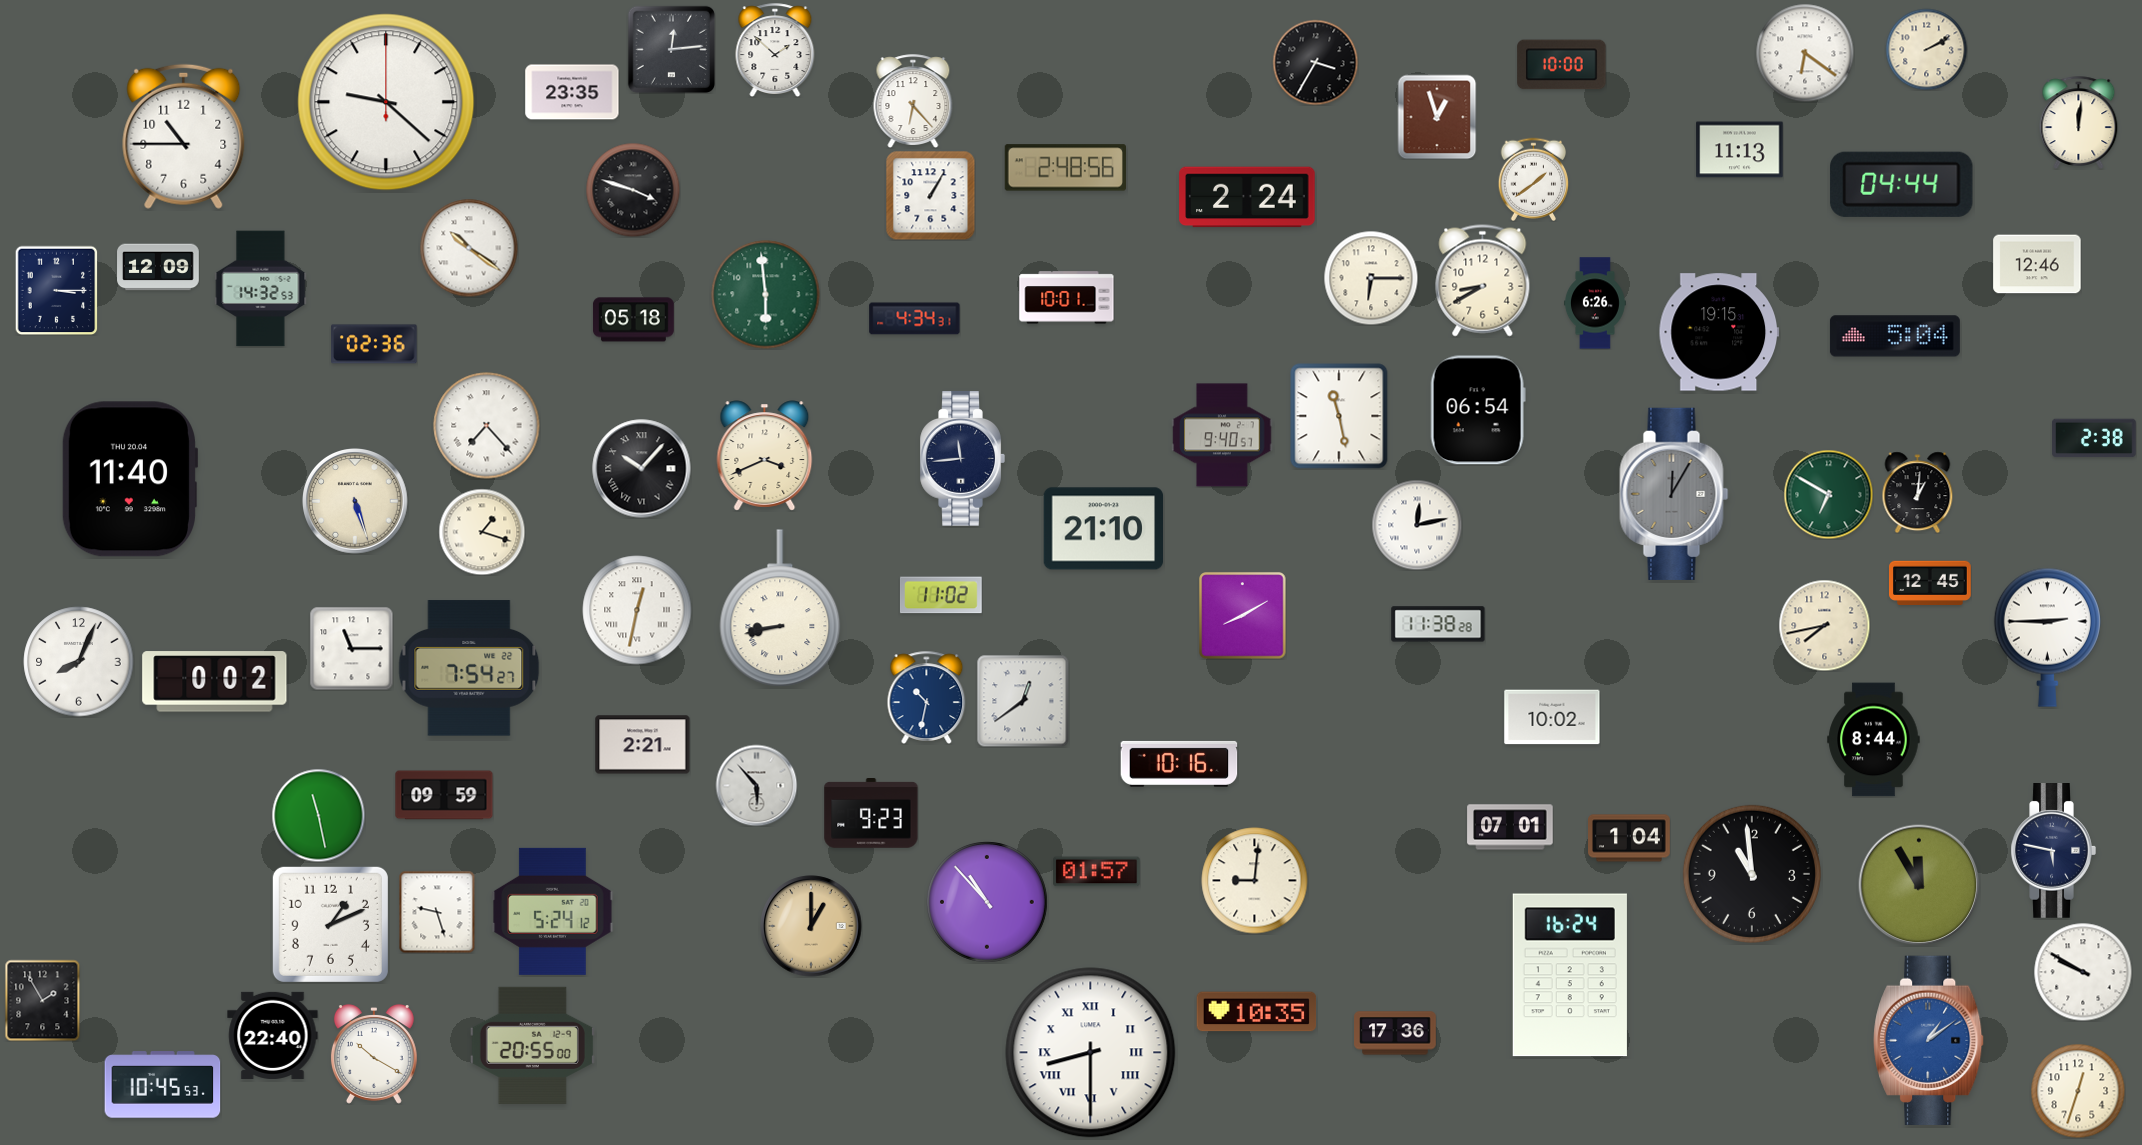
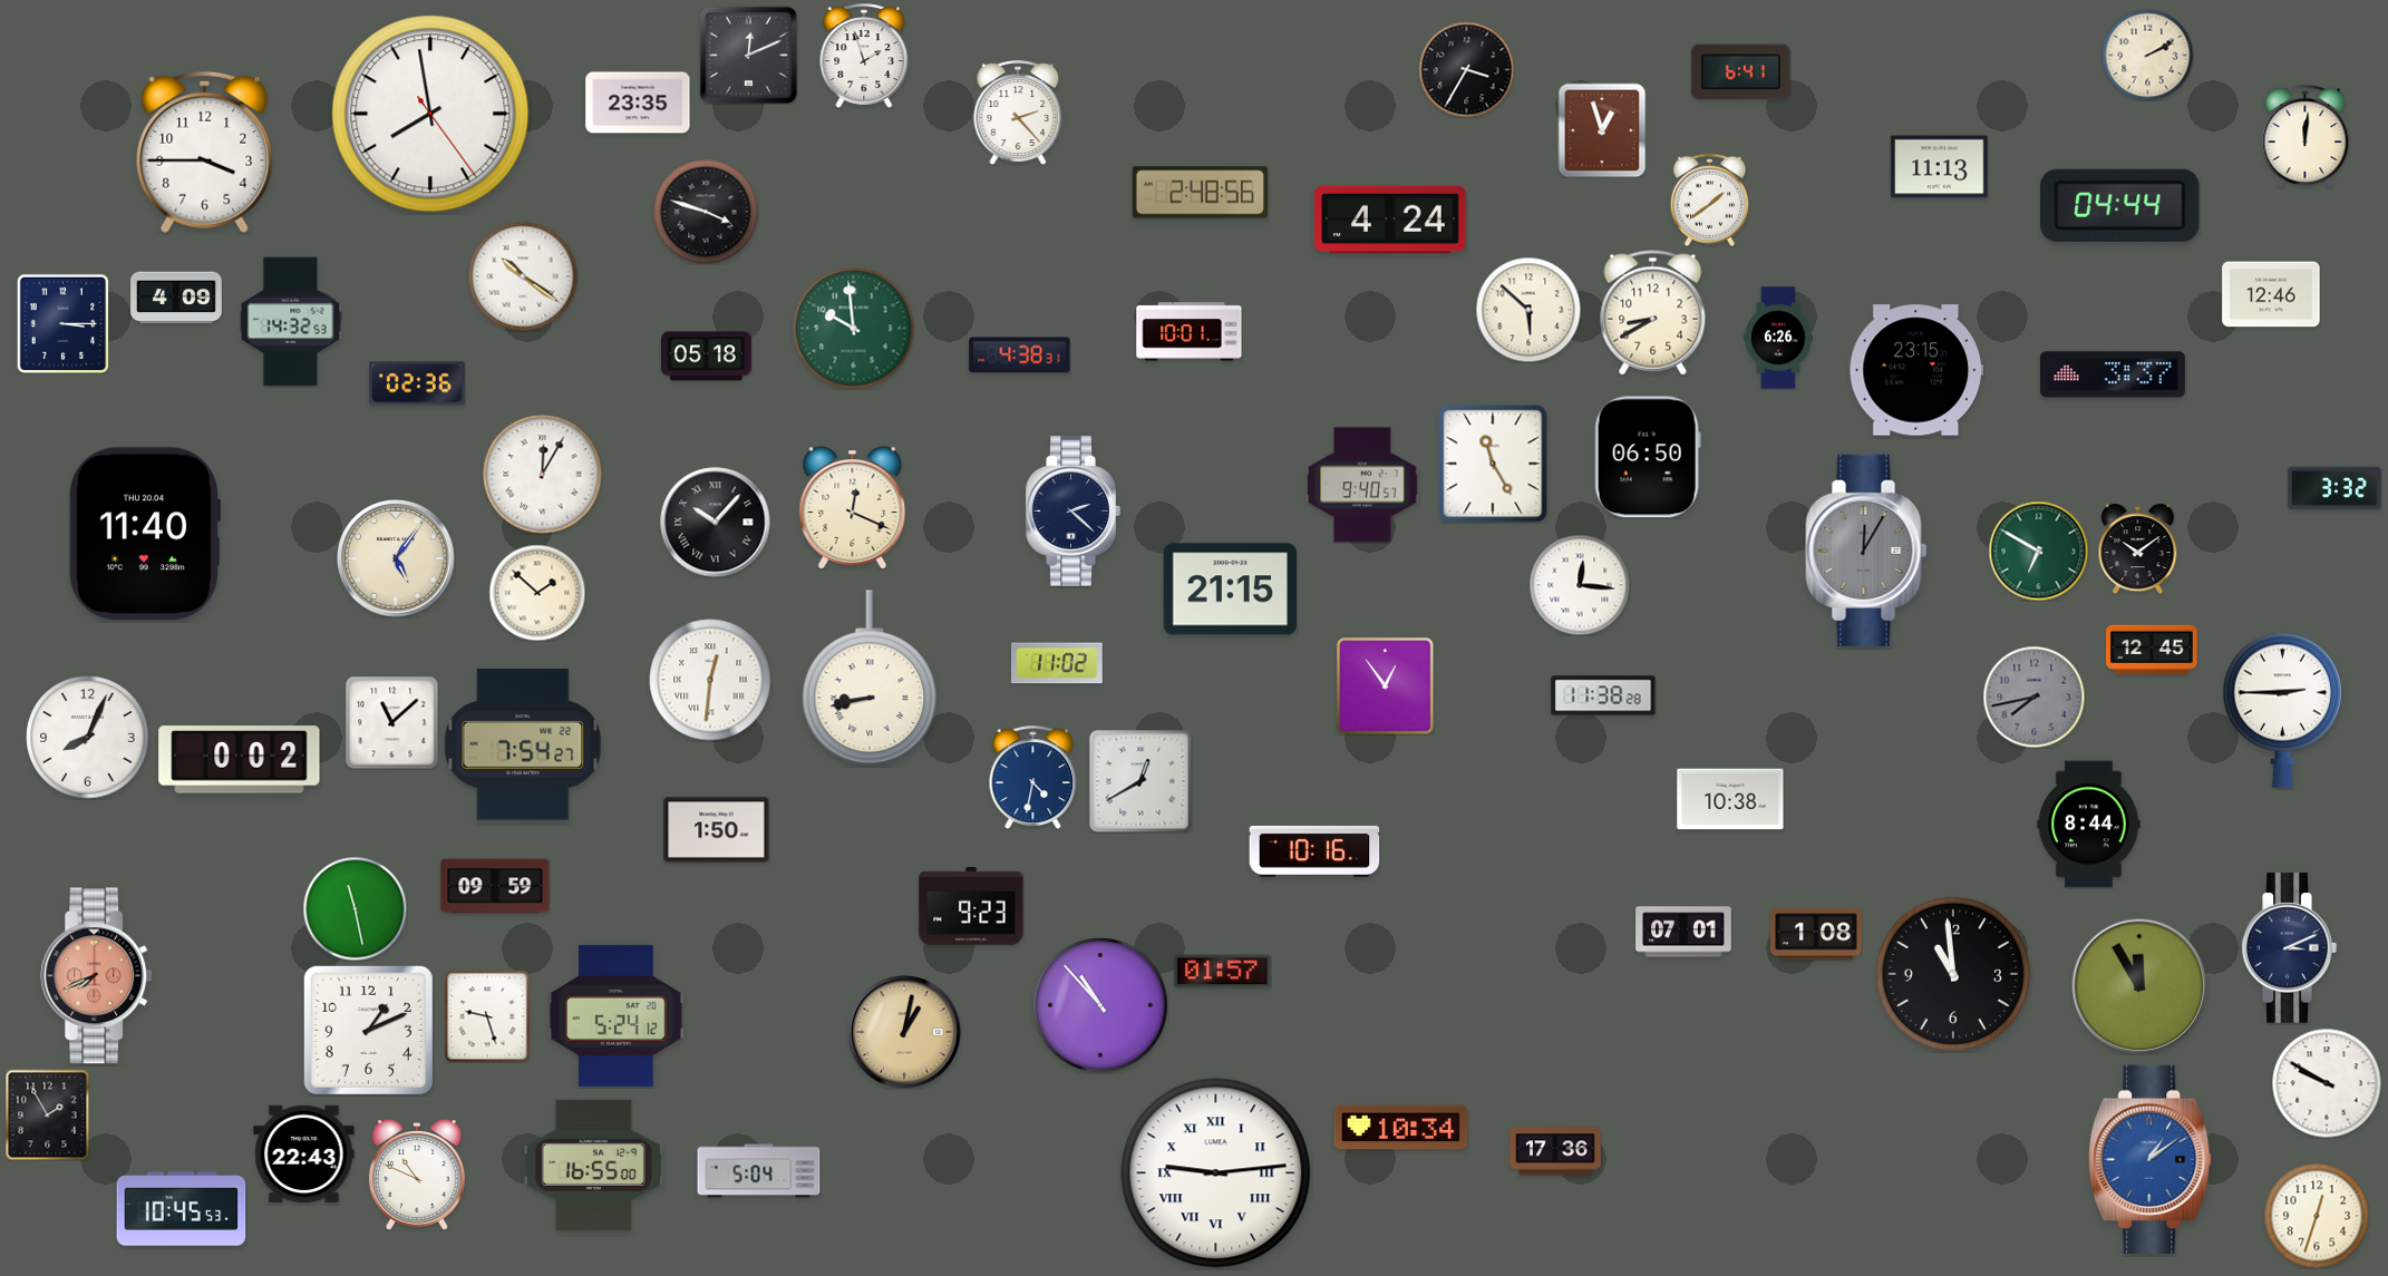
clock at (671, 49): 12:14 -> 12:11
clock at (775, 50): 1:52 -> 1:57
clock at (1805, 53): 6:21 -> none
clock at (1562, 65): 10:00 -> 6:41
clock at (913, 101): 6:23 -> 2:23
clock at (386, 102): 9:22 -> 7:58
clock at (2079, 122) position: (2079, 122) -> (2306, 136)
clock at (184, 136): 10:45 -> 3:45
clock at (1065, 168) position: (1065, 168) -> (1200, 193)
clock at (930, 195): 1:05 -> none
clock at (1247, 197): 2:24 -> 4:24
clock at (158, 267): 12:09 -> 4:09
clock at (1371, 278): 6:15 -> 5:52
clock at (766, 295): 5:59 -> 9:59
clock at (915, 319): 4:34 -> 4:38
clock at (1718, 332): 19:15 -> 23:15
clock at (1895, 336): 5:04 -> 3:37
clock at (1478, 410): 06:54 -> 06:50
clock at (1339, 416): 11:28 -> 11:25
clock at (487, 426): 7:23 -> 12:05
clock at (2094, 438): 2:38 -> 3:32
clock at (765, 456): 3:41 -> 12:19
clock at (962, 459): 11:44 -> 2:22
clock at (1918, 492): 1:01 -> 10:09
clock at (356, 502): 5:27 -> 5:06
clock at (1417, 525): 12:13 -> 12:16
clock at (1104, 529): 21:10 -> 21:15
clock at (482, 532): 1:18 -> 1:52
clock at (941, 595) position: (941, 595) -> (1057, 663)
clock at (637, 610): 12:32 -> 12:31
clock at (1243, 616): 8:10 -> 12:54
clock at (1824, 625) dial: cream -> grey
clock at (351, 648): 11:15 -> 11:08
clock at (927, 697): 10:32 -> 4:32
clock at (1023, 701): 12:39 -> 12:40
clock at (1552, 717): 10:02 -> 10:38
clock at (643, 745): 2:21 -> 1:50
clock at (756, 785): 5:53 -> none
clock at (1510, 827) position: (1510, 827) -> (1683, 932)
clock at (1629, 838): 1:04 -> 1:08
clock at (2053, 851): 5:47 -> 3:11
clock at (97, 976): none -> 7:41
clock at (1255, 881): 9:01 -> none
clock at (811, 926): 1:00 -> 1:02
clock at (2083, 972) position: (2083, 972) -> (2327, 1083)
clock at (1570, 975): 16:24 -> none
clock at (1257, 1012): 10:35 -> 10:34
clock at (273, 1035): 22:40 -> 22:43
clock at (532, 1045): 20:55 -> 16:55
clock at (759, 1171): none -> 5:04
clock at (1091, 1053): 8:30 -> 9:14
clock at (374, 1054): 10:20 -> 10:49
